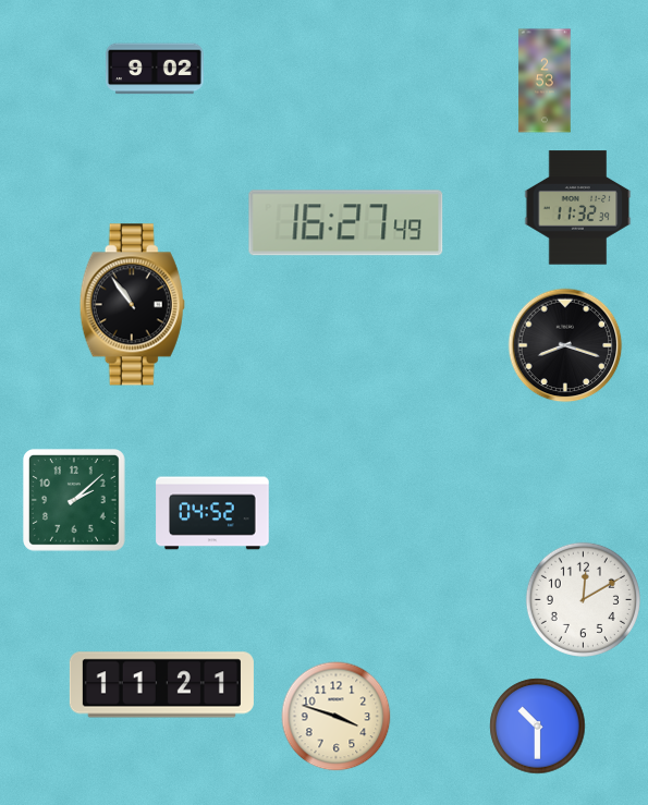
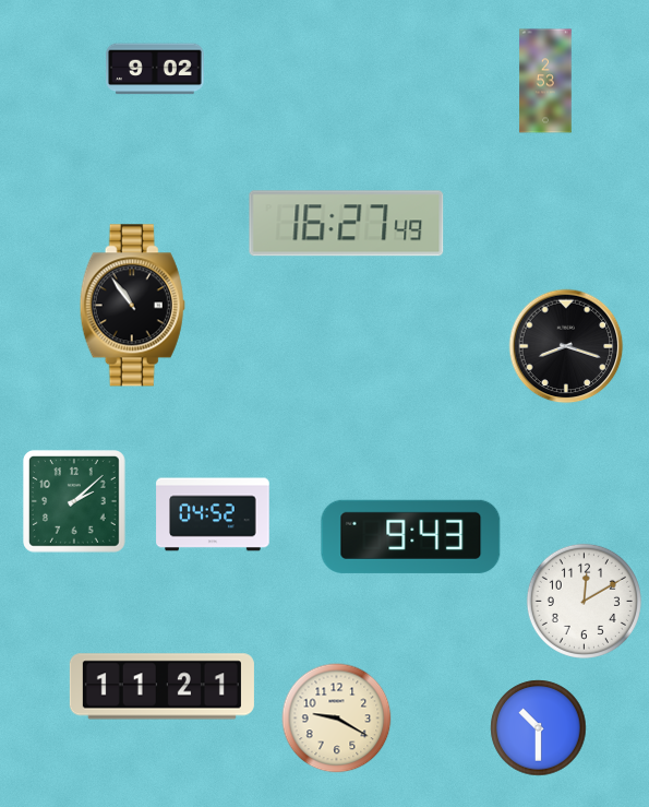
clock at (578, 208): 11:32 -> none
clock at (411, 536): none -> 9:43
clock at (337, 717): 3:48 -> 9:20
